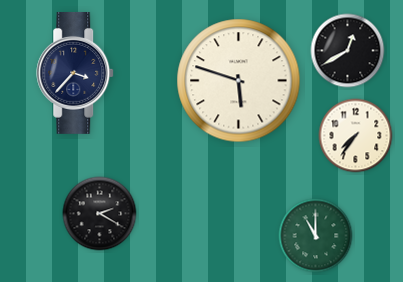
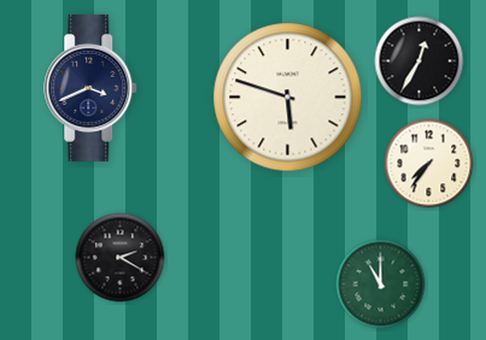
clock at (348, 51): 12:40 -> 12:35
clock at (76, 73): 3:37 -> 3:41
